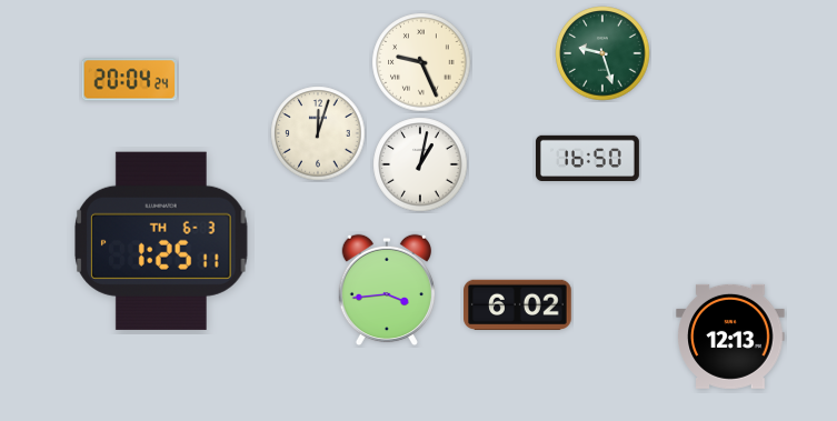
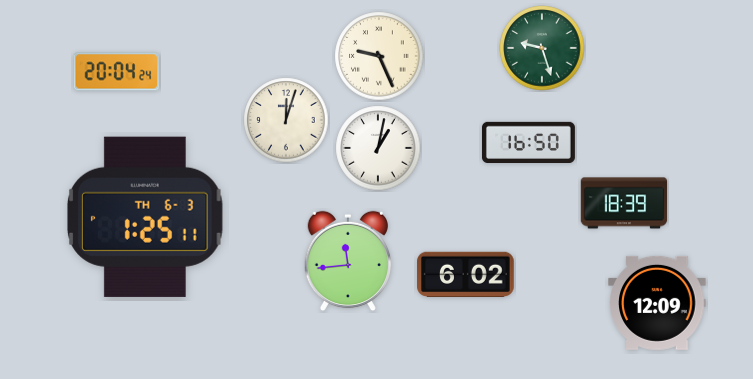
clock at (624, 203): none -> 18:39
clock at (386, 290): 3:44 -> 11:44
clock at (730, 337): 12:13 -> 12:09
